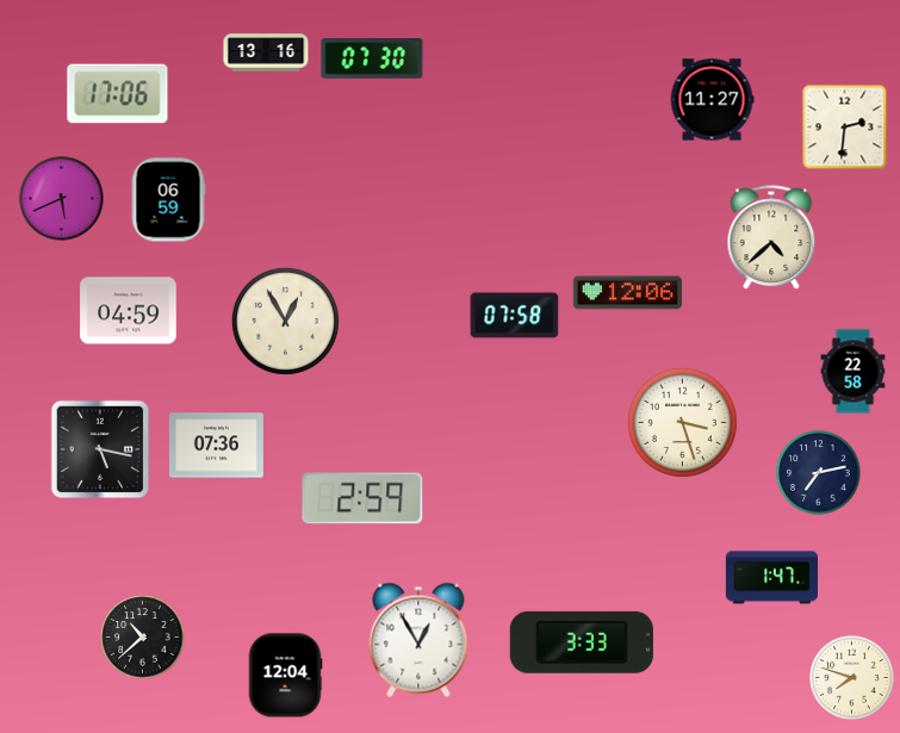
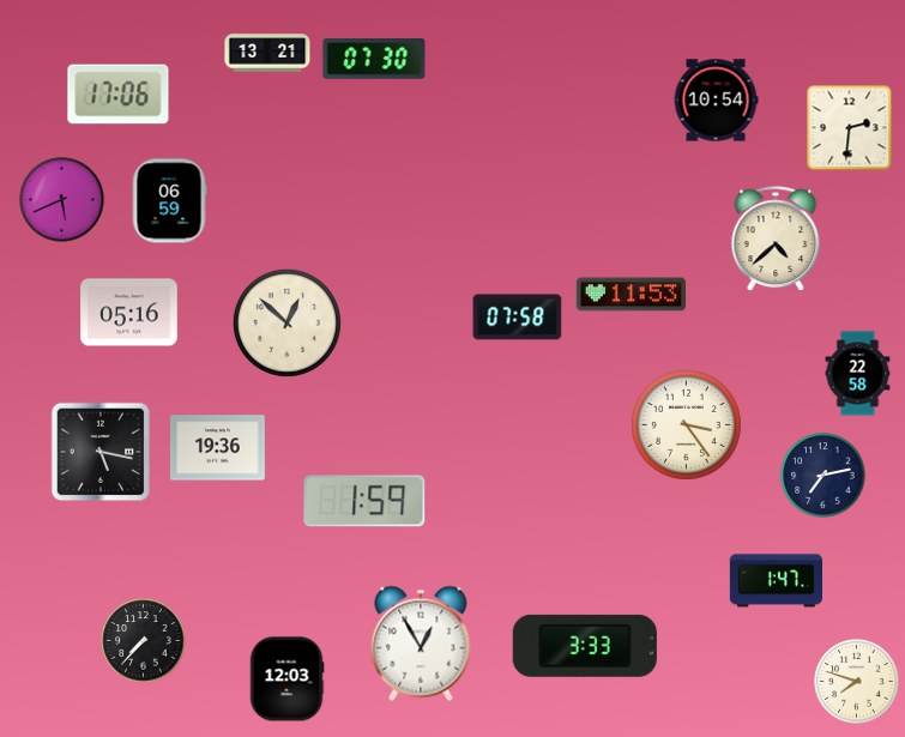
clock at (266, 52): 13:16 -> 13:21
clock at (712, 100): 11:27 -> 10:54
clock at (627, 293): 12:06 -> 11:53
clock at (129, 311): 04:59 -> 05:16
clock at (285, 321): 12:55 -> 12:52
clock at (682, 422): 3:27 -> 3:24
clock at (216, 446): 07:36 -> 19:36
clock at (362, 498): 2:59 -> 1:59
clock at (143, 638): 10:38 -> 7:37
clock at (285, 676): 12:04 -> 12:03
